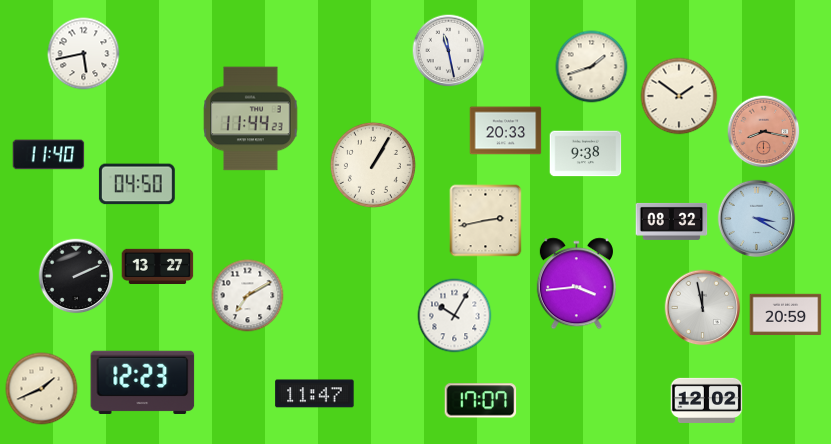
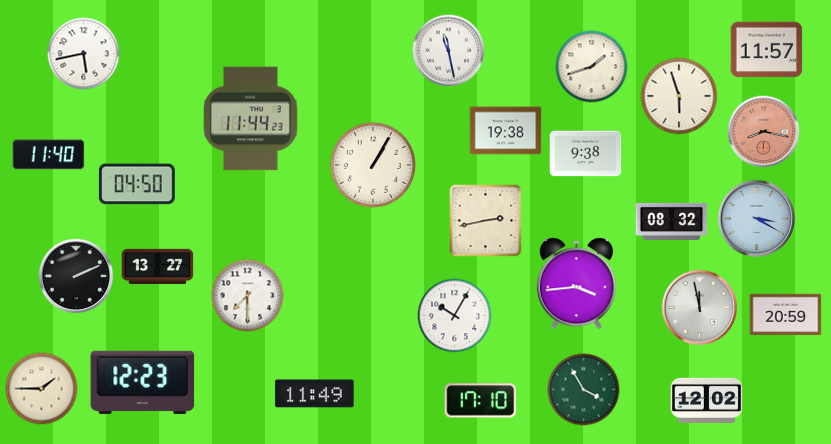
clock at (767, 50): none -> 11:57
clock at (679, 96): 1:51 -> 5:57
clock at (506, 131): 20:33 -> 19:38
clock at (248, 296): 7:10 -> 7:30
clock at (703, 308) position: (703, 308) -> (700, 308)
clock at (42, 389): 1:41 -> 1:45
clock at (584, 390): none -> 3:55
clock at (315, 394): 11:47 -> 11:49
clock at (481, 401): 17:07 -> 17:10
